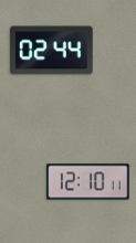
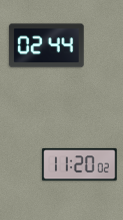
clock at (88, 182): 12:10 -> 11:20
